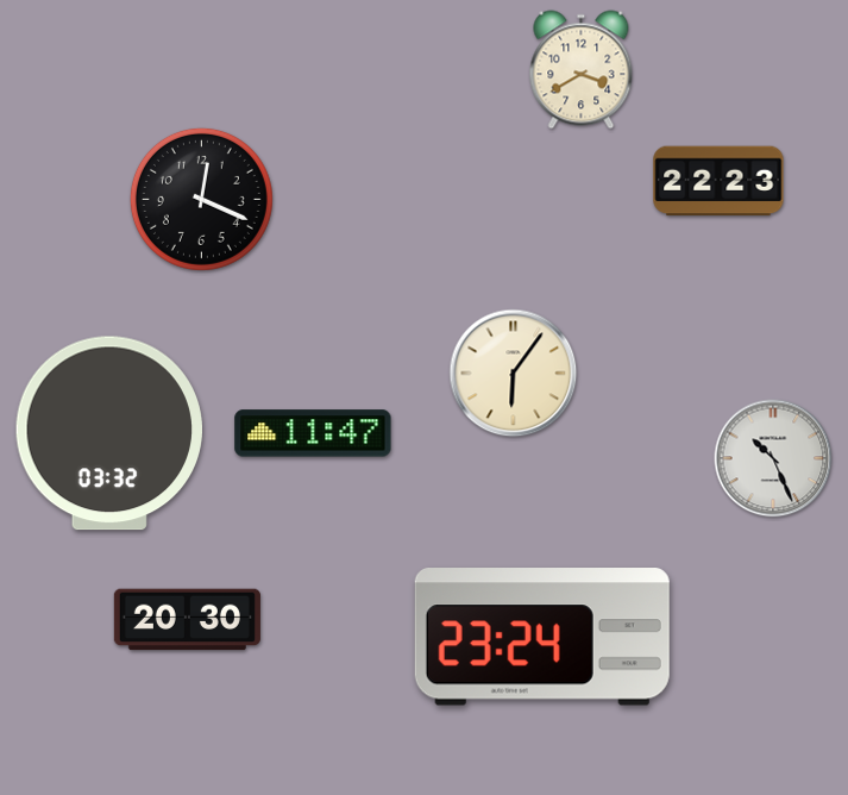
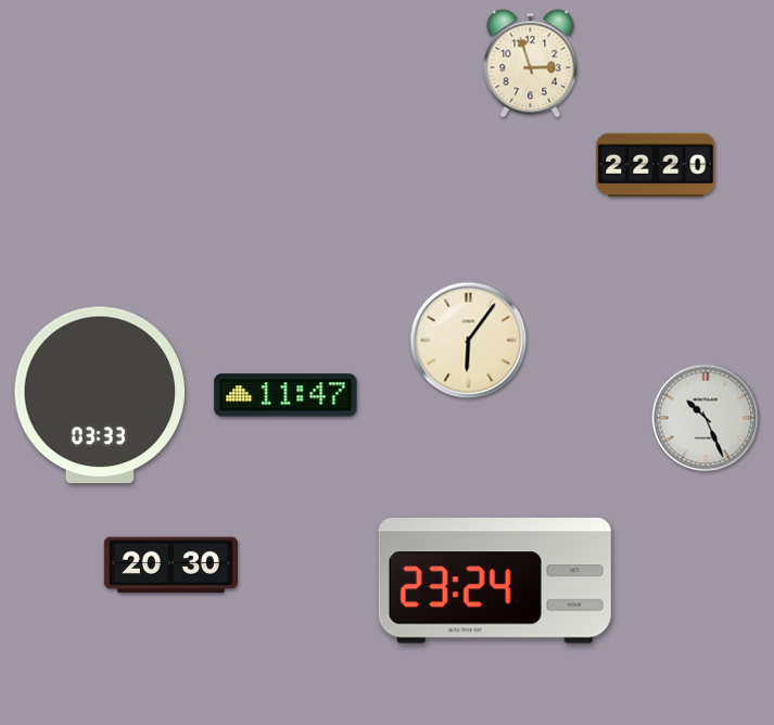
clock at (582, 70): 3:40 -> 2:57
clock at (718, 181): 22:23 -> 22:20
clock at (201, 199): 12:19 -> none
clock at (108, 433): 03:32 -> 03:33
